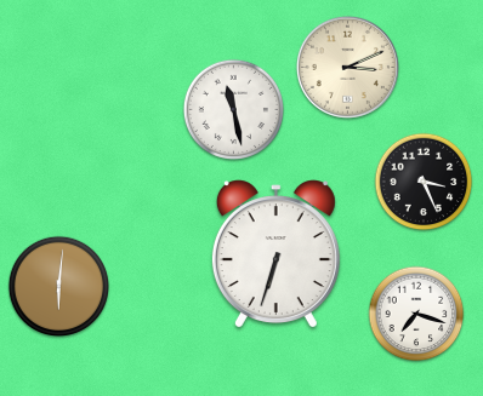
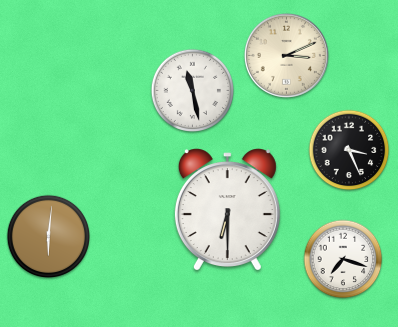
clock at (275, 253): 6:33 -> 6:30
